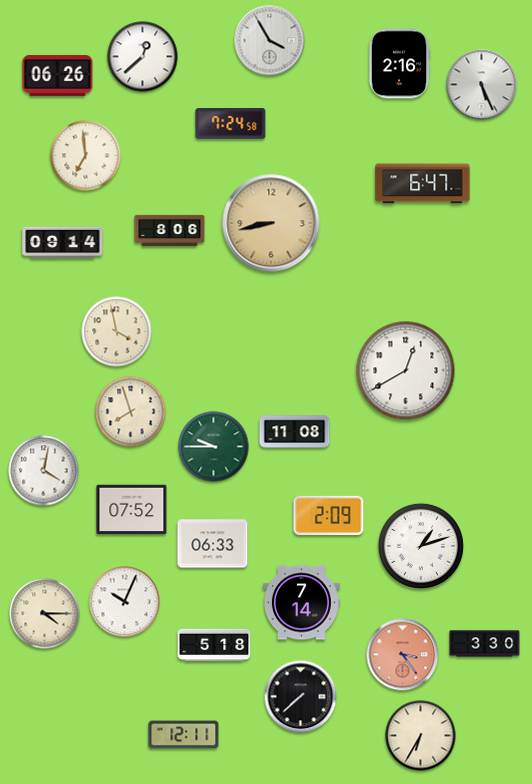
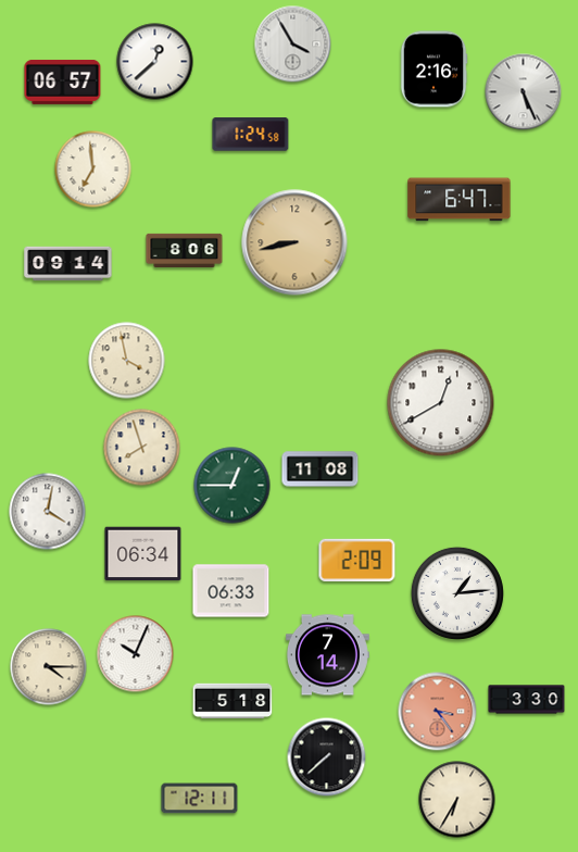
clock at (58, 75): 06:26 -> 06:57
clock at (231, 124): 7:24 -> 1:24
clock at (214, 447): 9:45 -> 12:45
clock at (132, 510): 07:52 -> 06:34
clock at (421, 546): 1:12 -> 1:14
